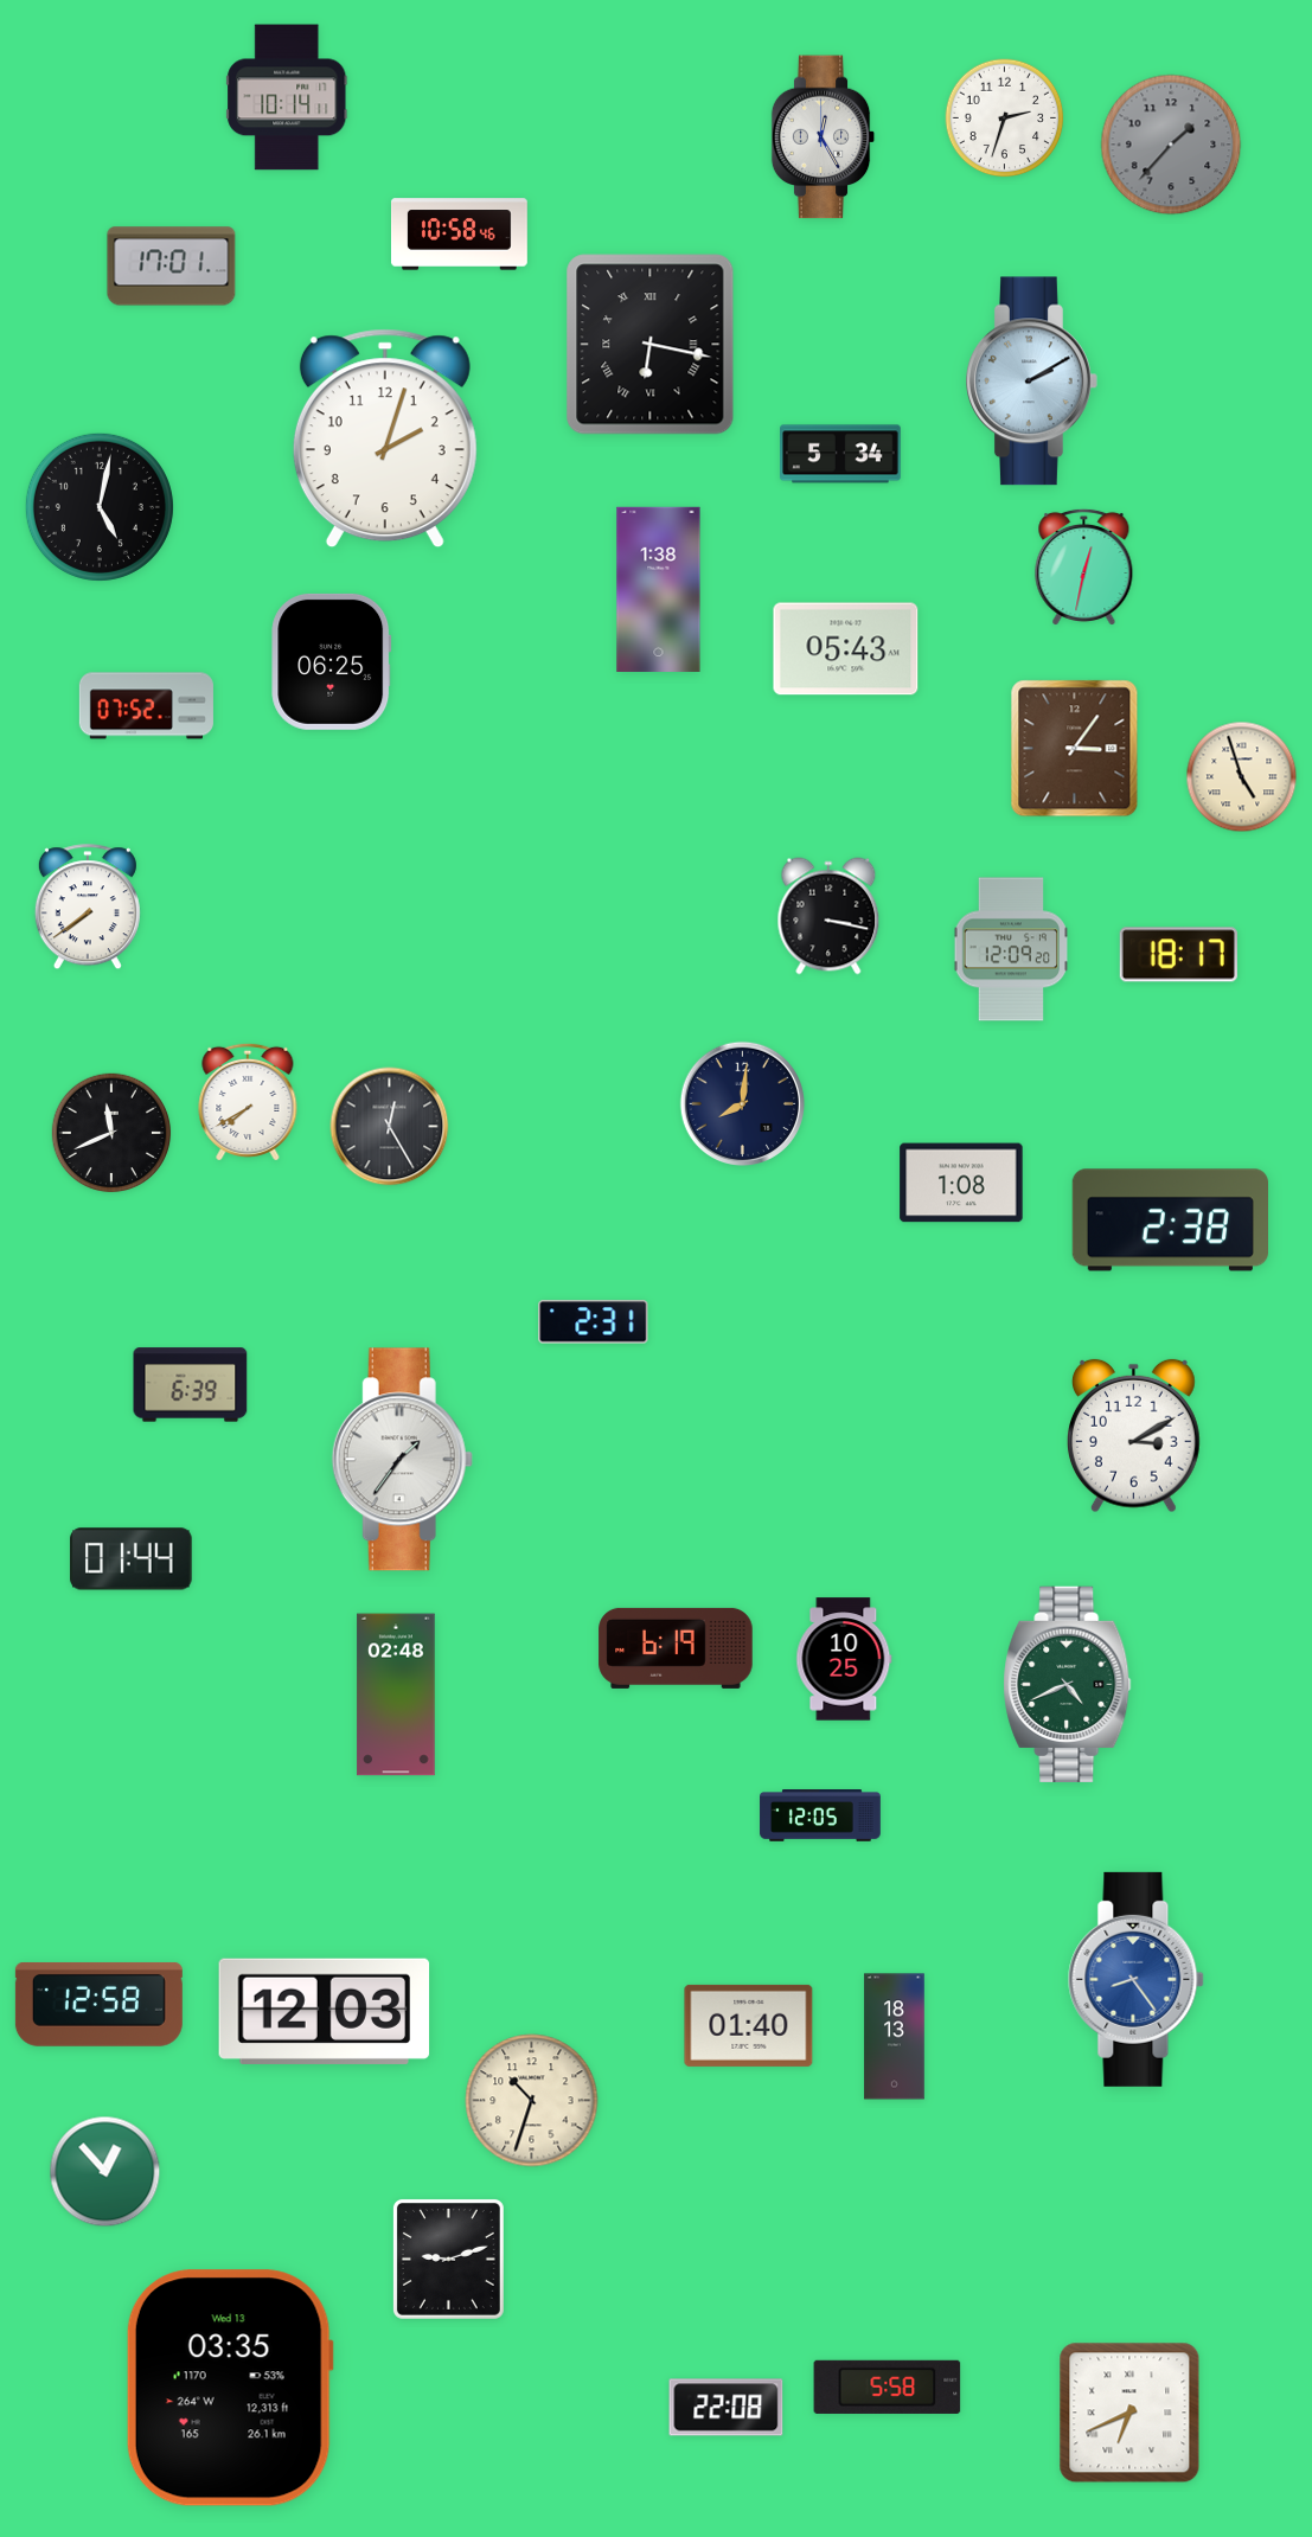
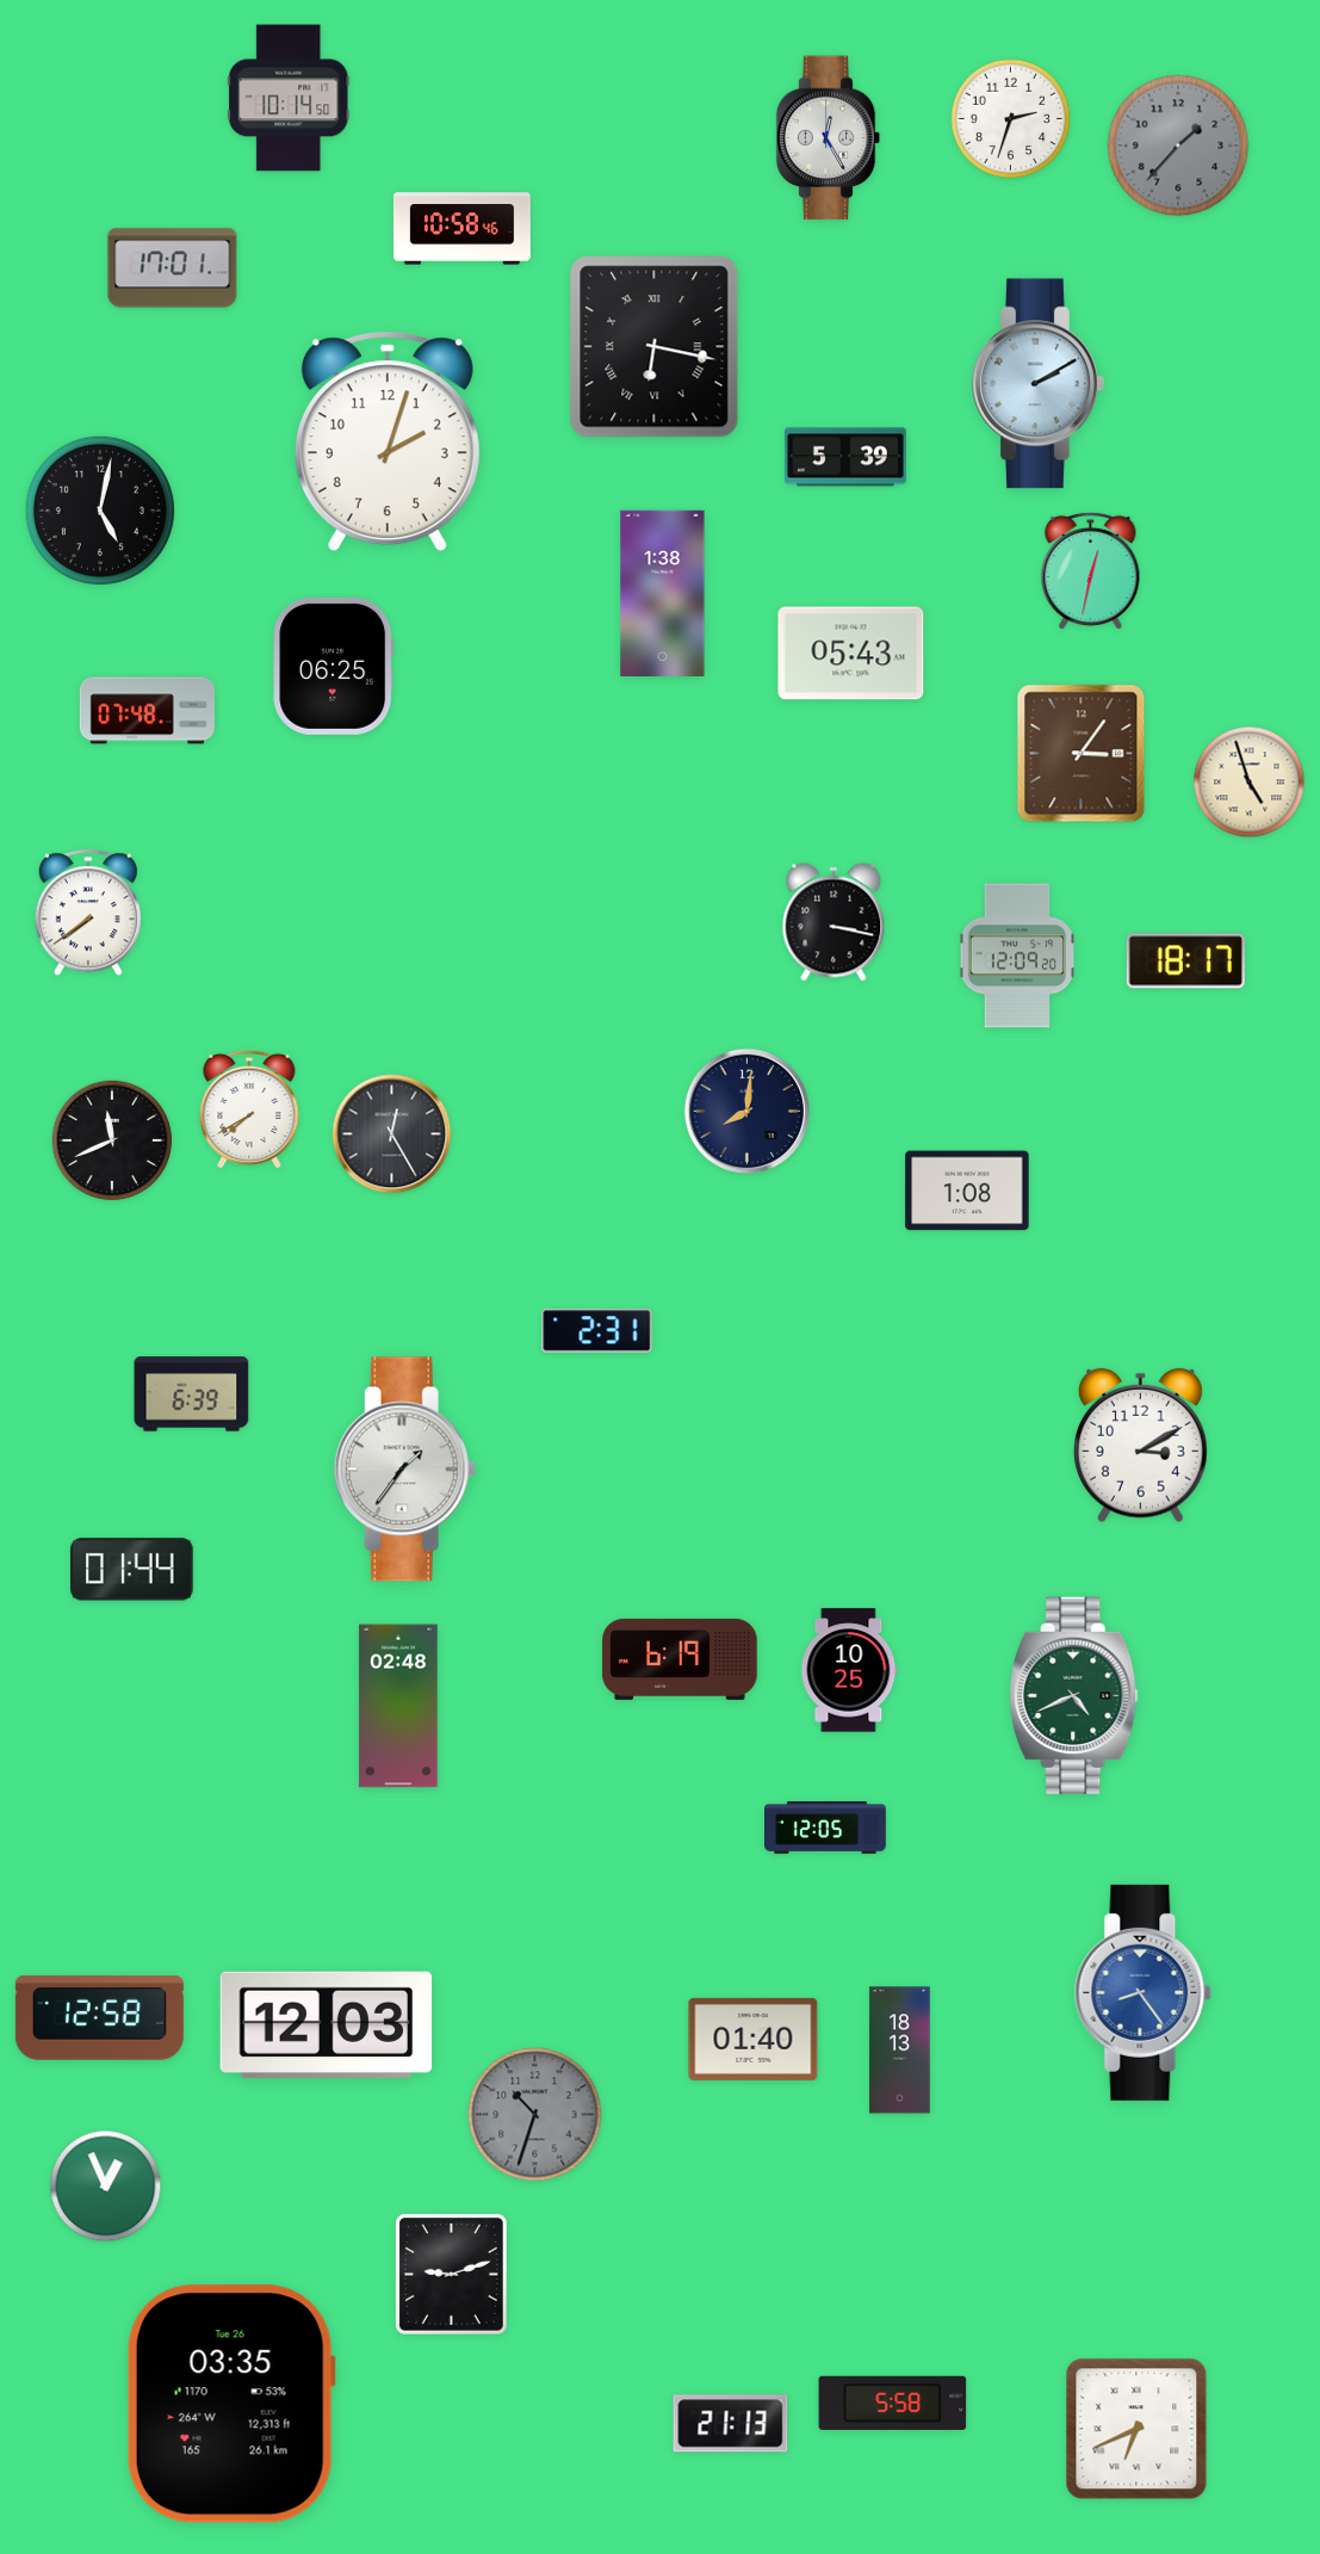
clock at (287, 97): 10:14:11 -> 10:14:50
clock at (459, 235) position: (459, 235) -> (461, 229)
clock at (841, 454): 5:34 -> 5:39
clock at (146, 706): 07:52 -> 07:48
clock at (1170, 1221): 2:38 -> none
clock at (532, 2101) dial: cream -> grey
clock at (105, 2172): 12:53 -> 12:56
clock at (230, 2388) date: Wed 13 -> Tue 26
clock at (727, 2408): 22:08 -> 21:13
